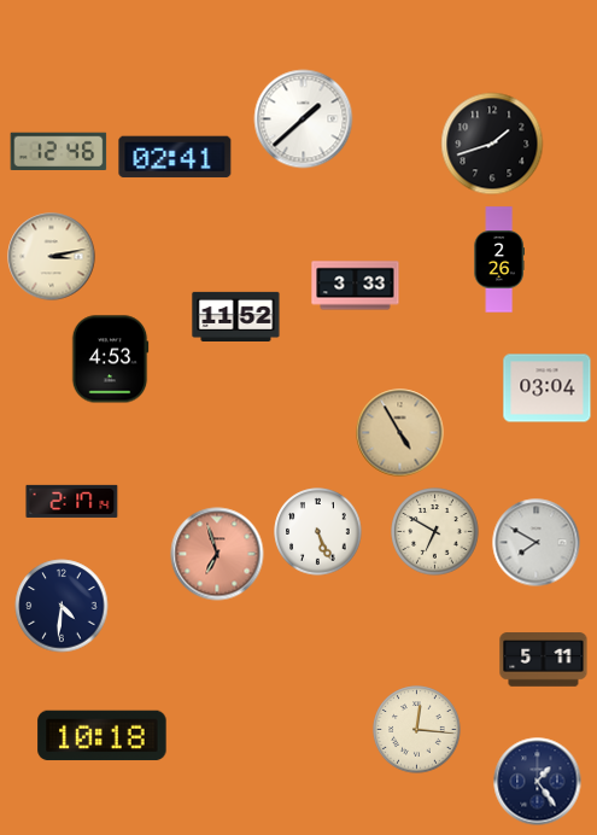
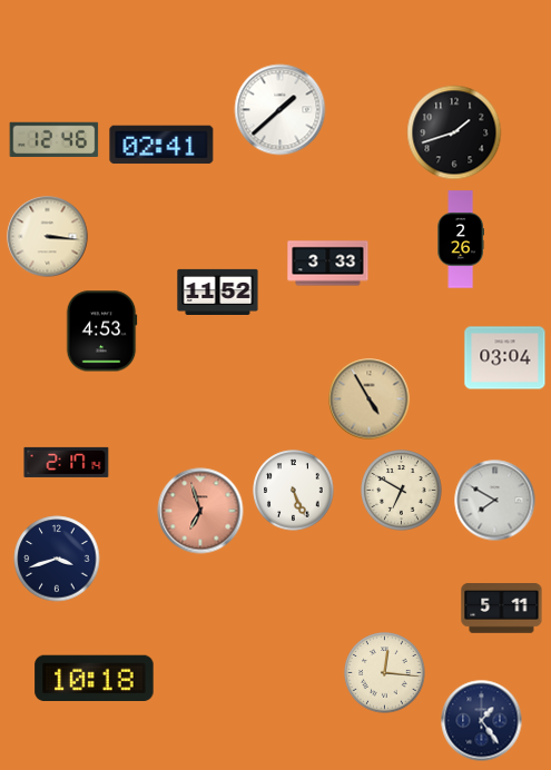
clock at (52, 257): 3:13 -> 3:16
clock at (62, 606): 4:31 -> 3:42
clock at (538, 782) position: (538, 782) -> (482, 721)
